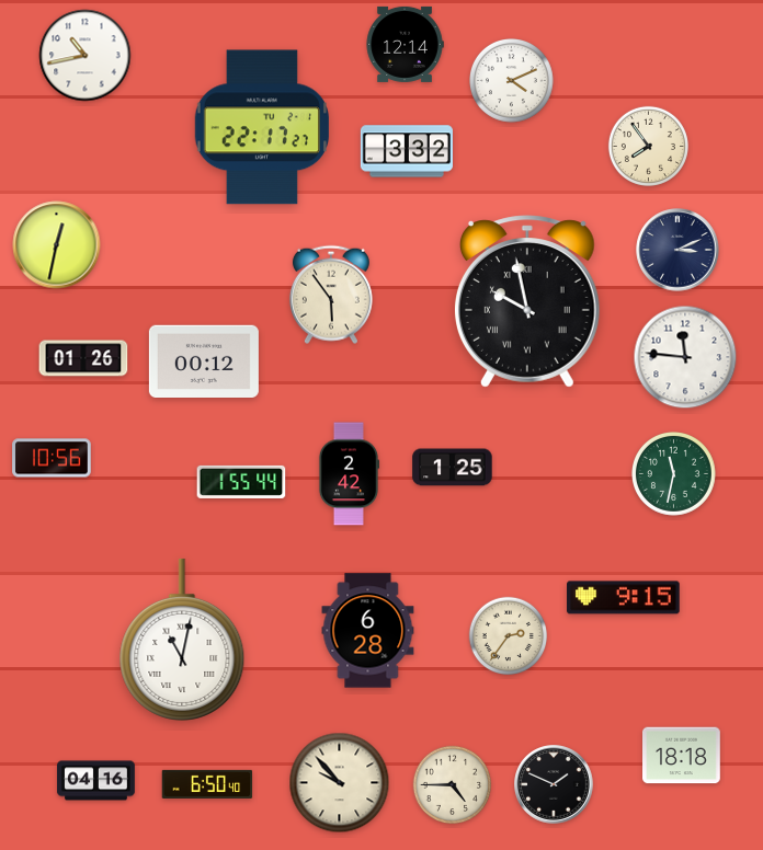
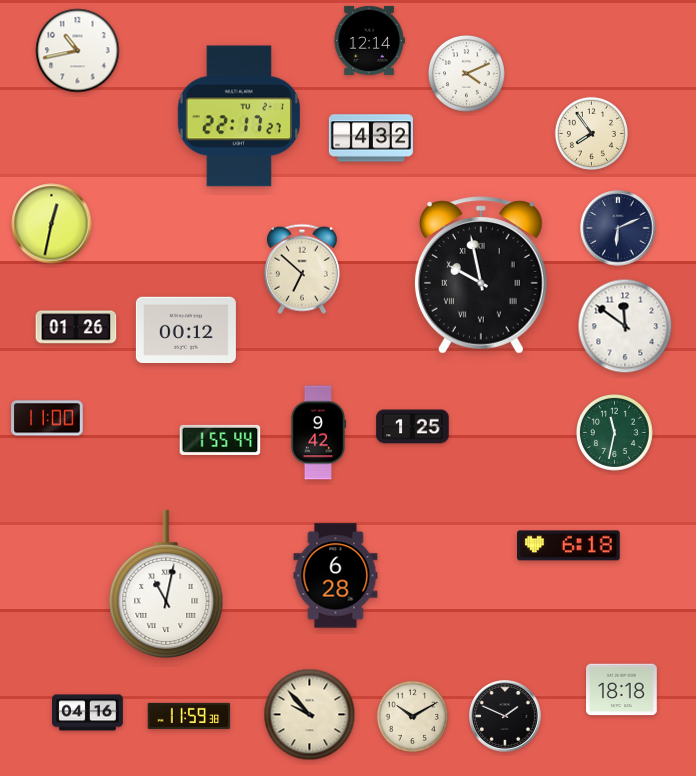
clock at (407, 151): 3:32 -> 4:32
clock at (677, 250): 3:11 -> 6:11
clock at (331, 295): 5:54 -> 6:52
clock at (685, 357): 11:46 -> 11:51
clock at (52, 458): 10:56 -> 11:00
clock at (349, 474): 2:42 -> 9:42
clock at (624, 598): 9:15 -> 6:18
clock at (509, 636): 2:36 -> none
clock at (207, 784): 6:50 -> 11:59
clock at (453, 785): 4:45 -> 10:10
